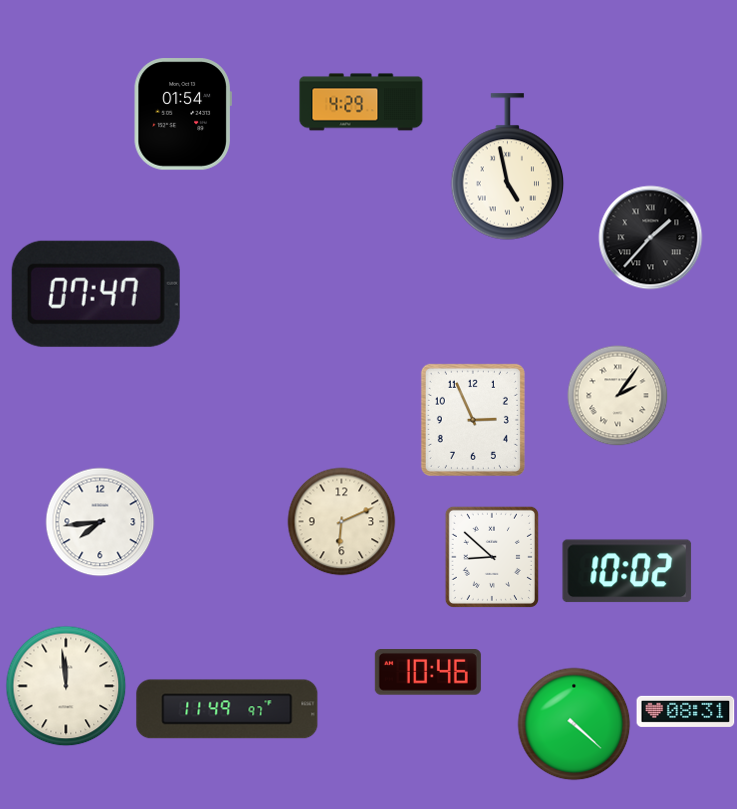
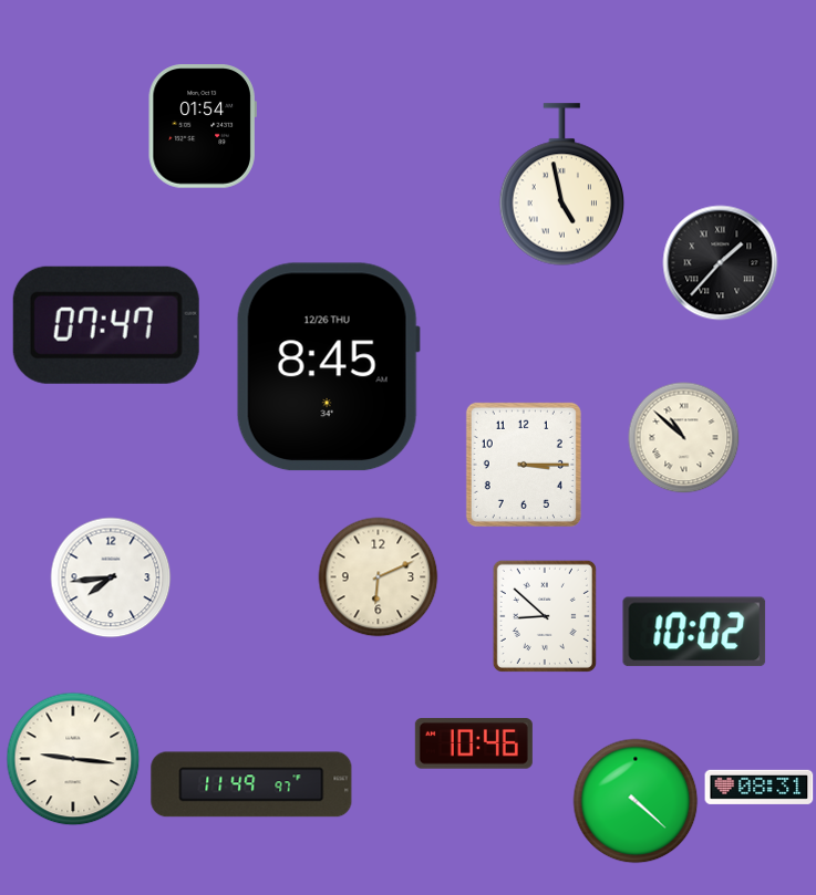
clock at (361, 102): 4:29 -> none
clock at (328, 367): none -> 8:45
clock at (618, 396): 2:06 -> 10:52
clock at (473, 420): 2:56 -> 3:15
clock at (66, 686): 11:59 -> 9:16
